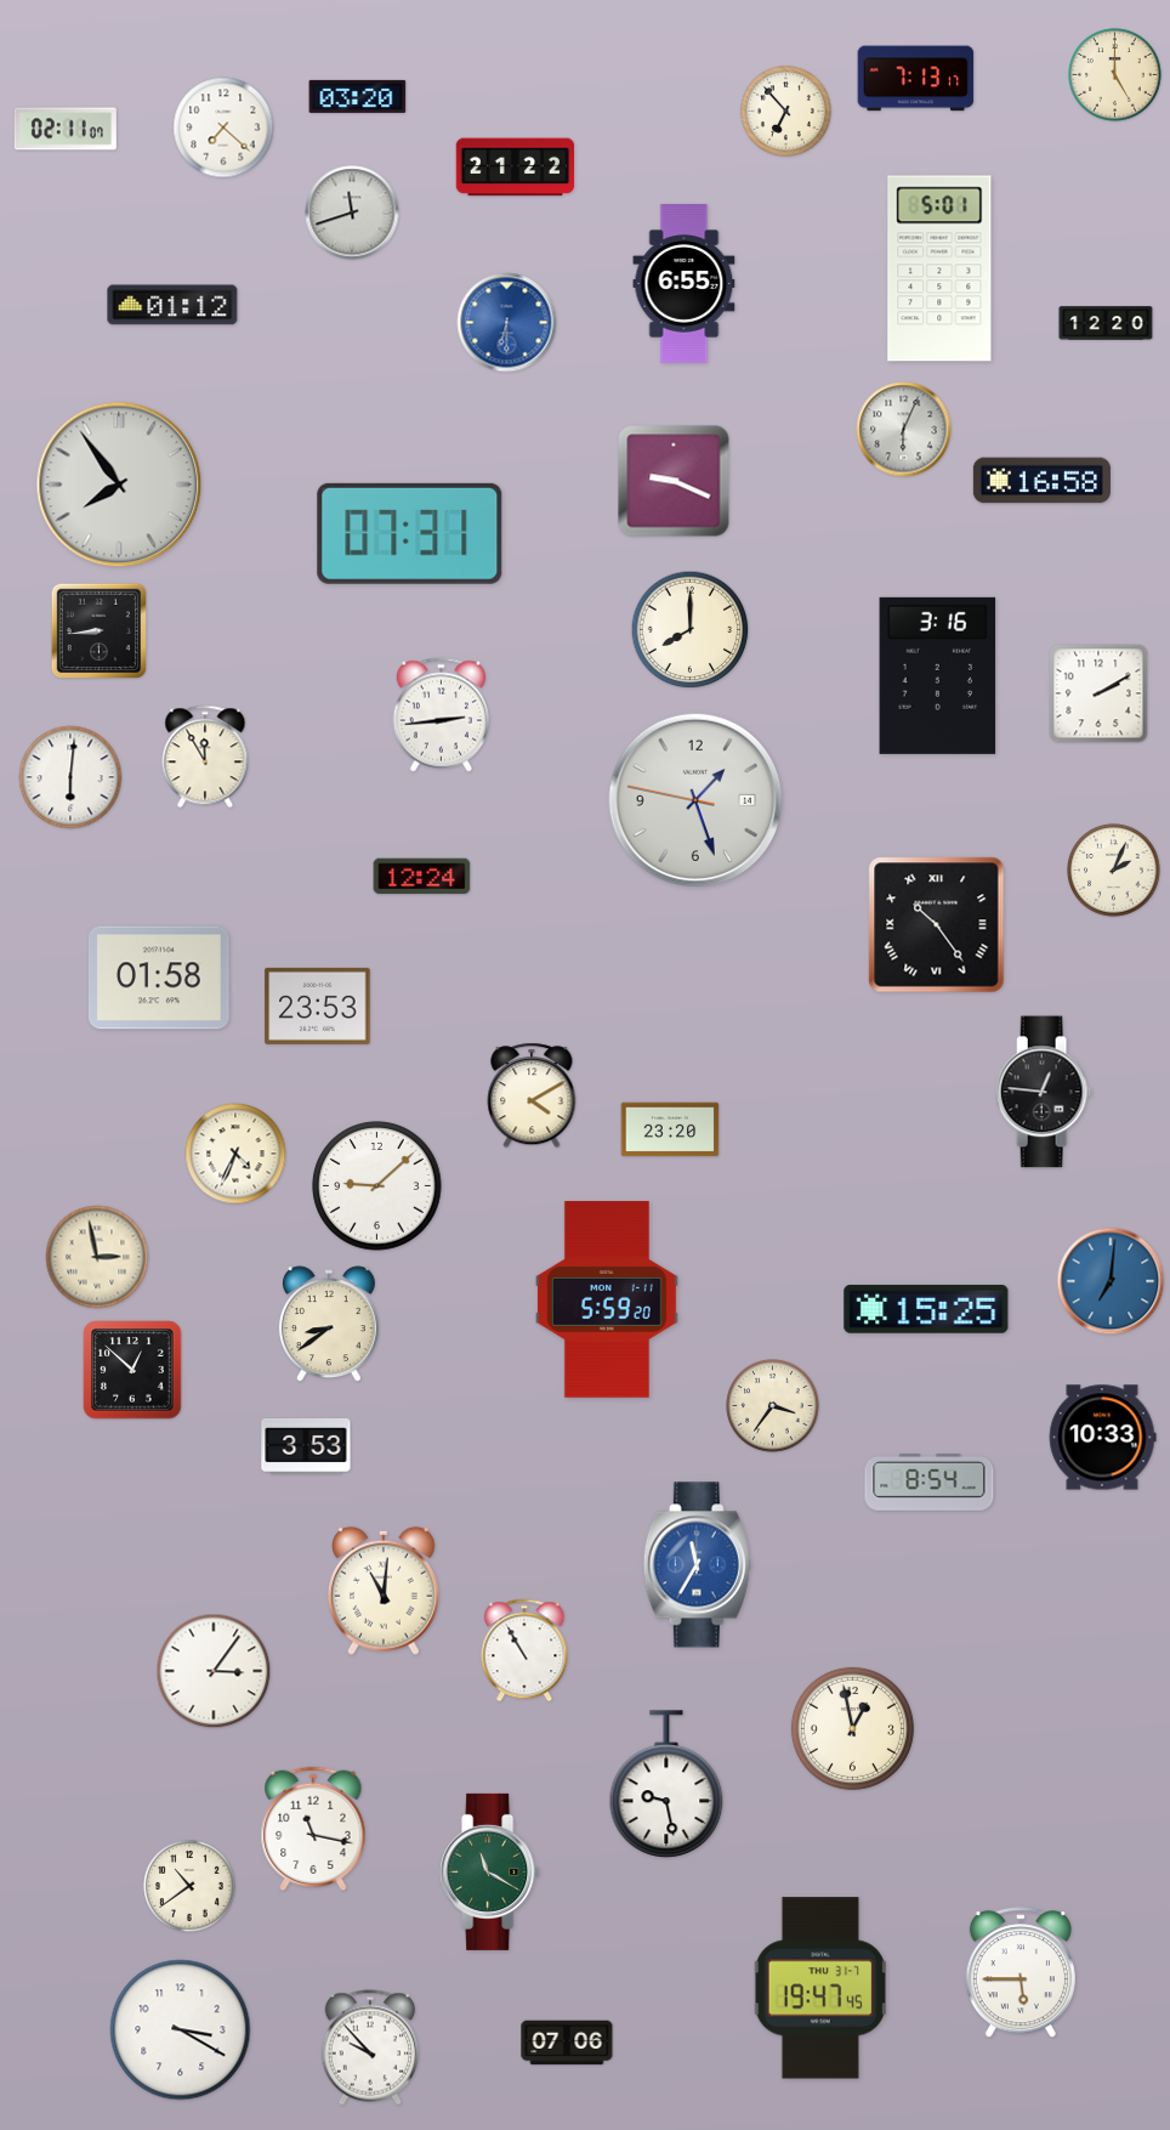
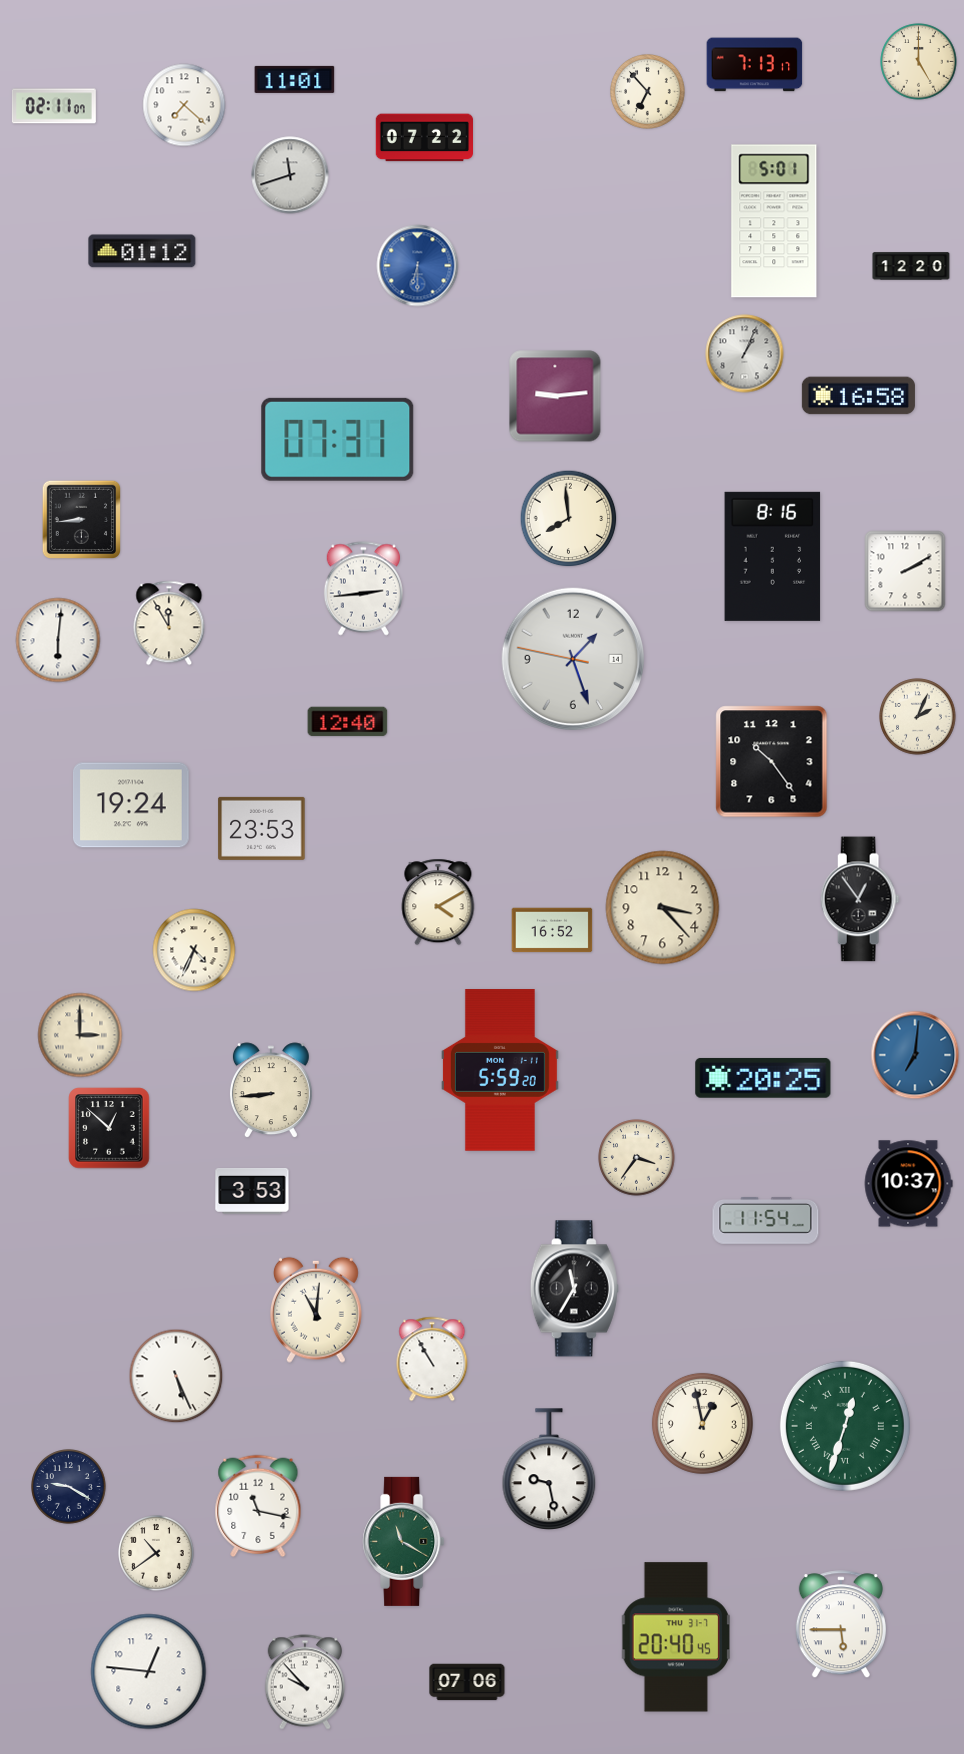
clock at (358, 96): 03:20 -> 11:01
clock at (515, 168): 21:22 -> 07:22
clock at (685, 284): 6:55 -> none
clock at (904, 430): 6:04 -> 1:04
clock at (674, 481): 9:19 -> 9:14
clock at (119, 485): 7:54 -> none
clock at (691, 630): 8:00 -> 7:59
clock at (938, 675): 3:16 -> 8:16
clock at (422, 877): 12:24 -> 12:40
clock at (937, 925) numerals: Roman -> Arabic
clock at (159, 978): 01:58 -> 19:24
clock at (1044, 1092): 12:46 -> 12:54
clock at (663, 908): none -> 3:23
clock at (670, 1129): 23:20 -> 16:52
clock at (377, 1186): 9:08 -> none
clock at (97, 1257): 2:58 -> 3:00
clock at (926, 1309): 15:25 -> 20:25
clock at (329, 1325): 8:39 -> 8:44
clock at (1102, 1438): 10:33 -> 10:37
clock at (930, 1482): 8:54 -> 11:54
clock at (697, 1565) dial: blue -> black
clock at (214, 1671): 3:06 -> 5:26
clock at (845, 1426): none -> 12:33
clock at (69, 1487): none -> 9:20
clock at (819, 1988): 19:47 -> 20:40
clock at (181, 2030): 3:20 -> 12:46
clock at (370, 2047) position: (370, 2047) -> (305, 1682)
